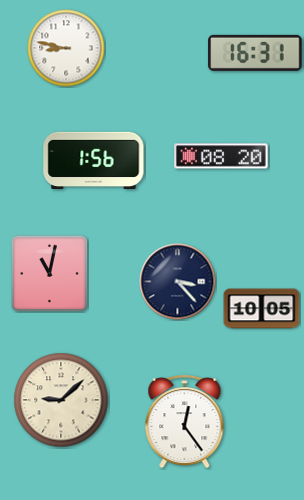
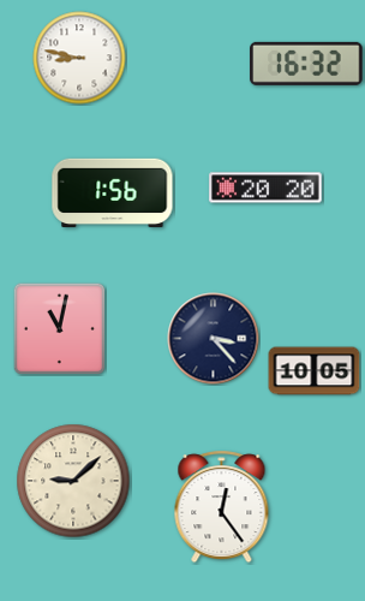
clock at (255, 53): 16:31 -> 16:32
clock at (221, 156): 08:20 -> 20:20
